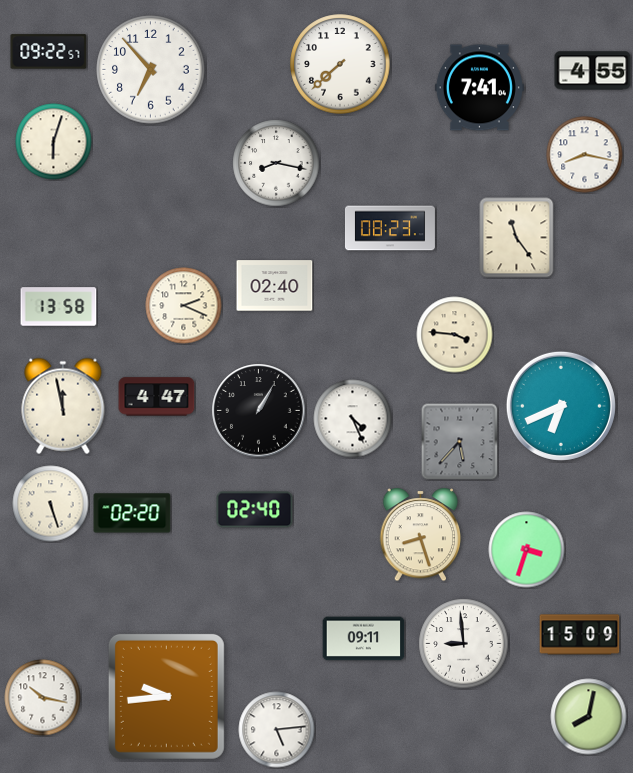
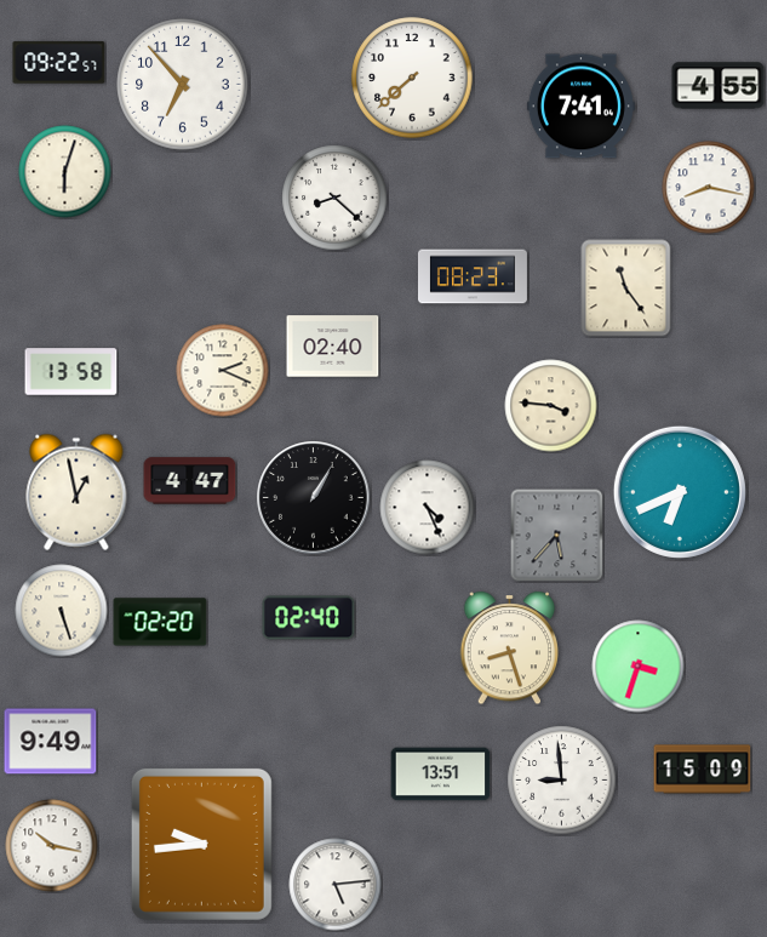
clock at (276, 163): 8:17 -> 8:22
clock at (63, 406): 11:58 -> 12:58
clock at (51, 742): none -> 9:49
clock at (364, 639): 09:11 -> 13:51
clock at (589, 717): 8:02 -> none
